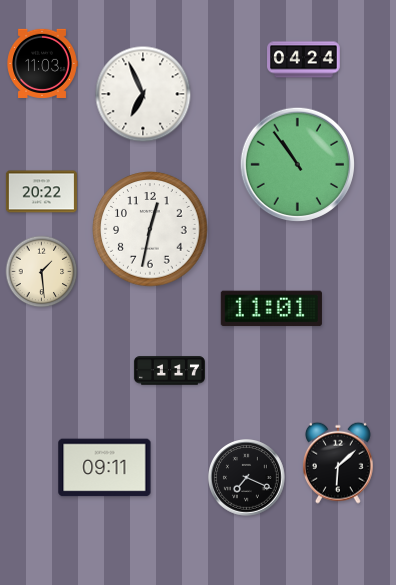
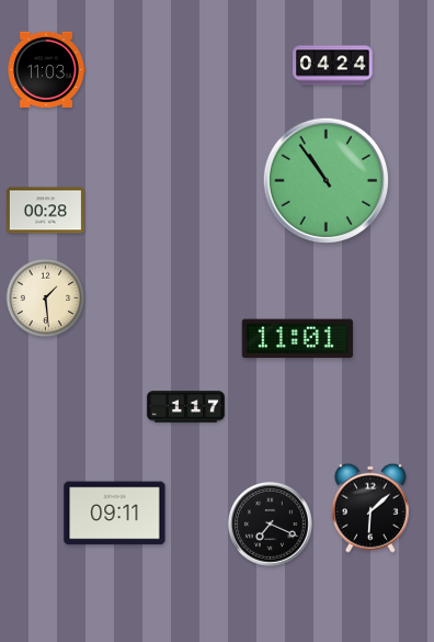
clock at (143, 94): 6:56 -> none
clock at (41, 192): 20:22 -> 00:28
clock at (150, 229): 12:32 -> none
